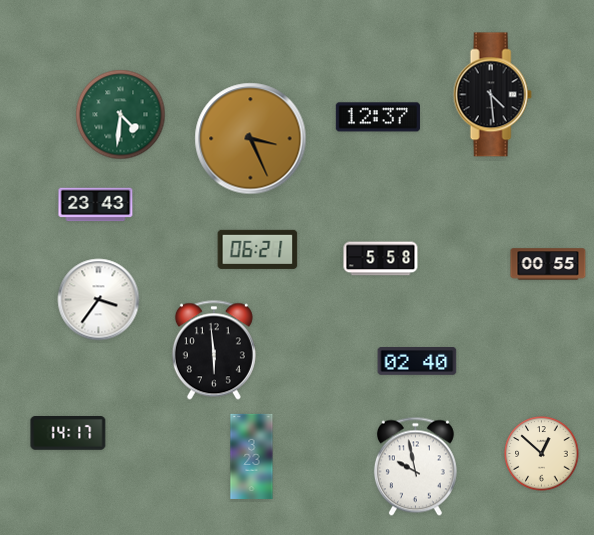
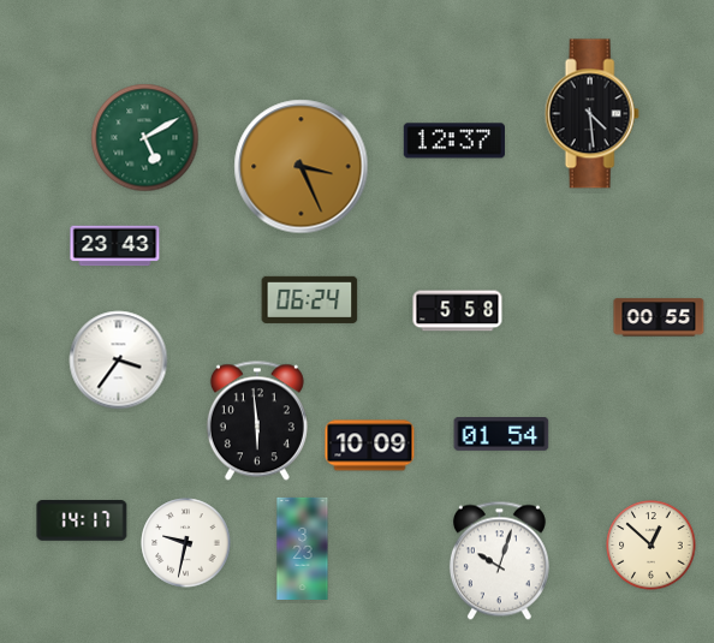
clock at (121, 115): 4:31 -> 5:10
clock at (258, 249): 06:21 -> 06:24
clock at (417, 362): 02:40 -> 01:54
clock at (370, 446): none -> 10:09
clock at (186, 543): none -> 9:32
clock at (415, 467): 9:58 -> 10:03
